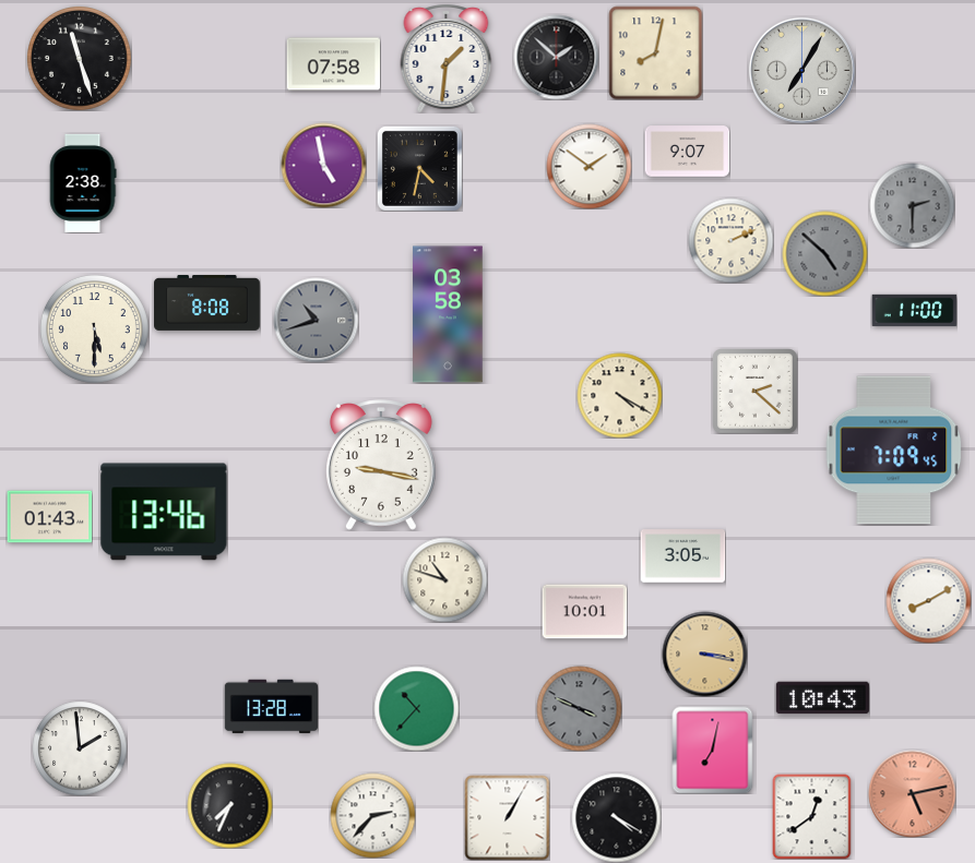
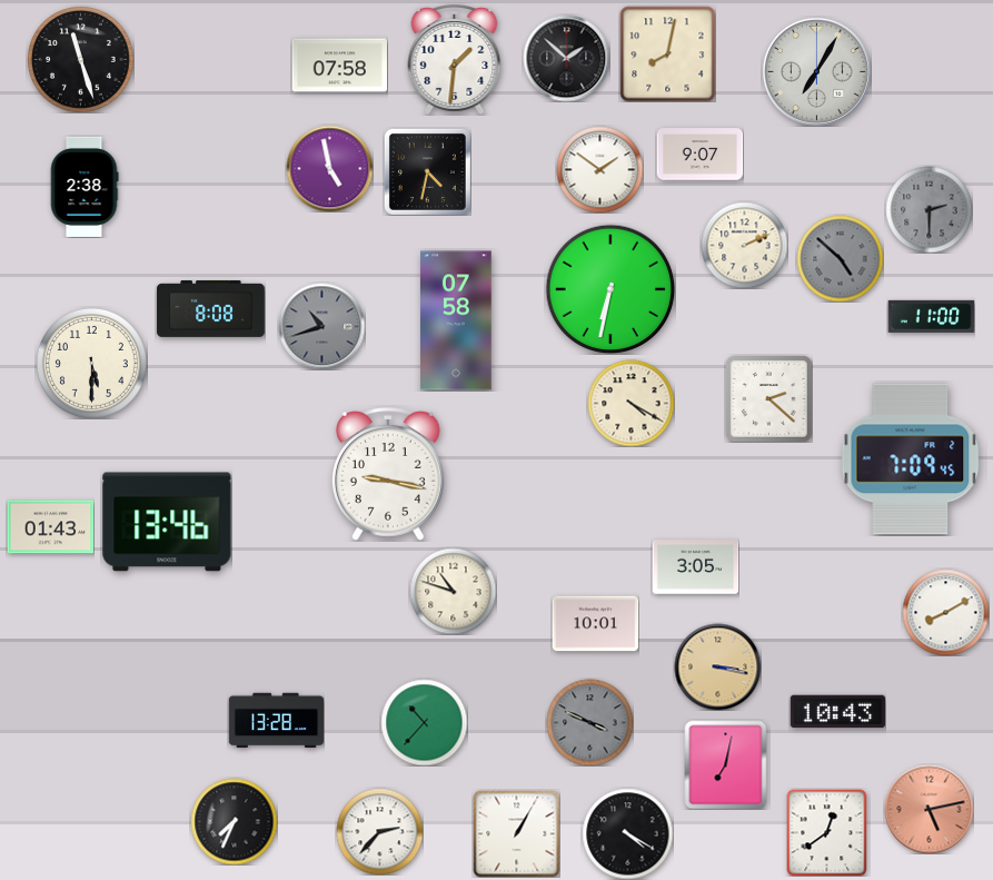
clock at (610, 289): none -> 6:32
clock at (448, 314): 03:58 -> 07:58
clock at (94, 328) position: (94, 328) -> (91, 363)
clock at (80, 748): 1:59 -> none
